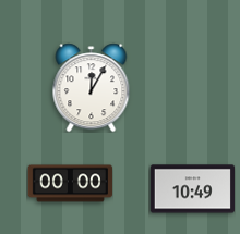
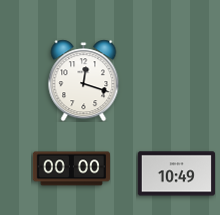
clock at (92, 87): 12:05 -> 12:18
clock at (70, 184) position: (70, 184) -> (71, 169)
